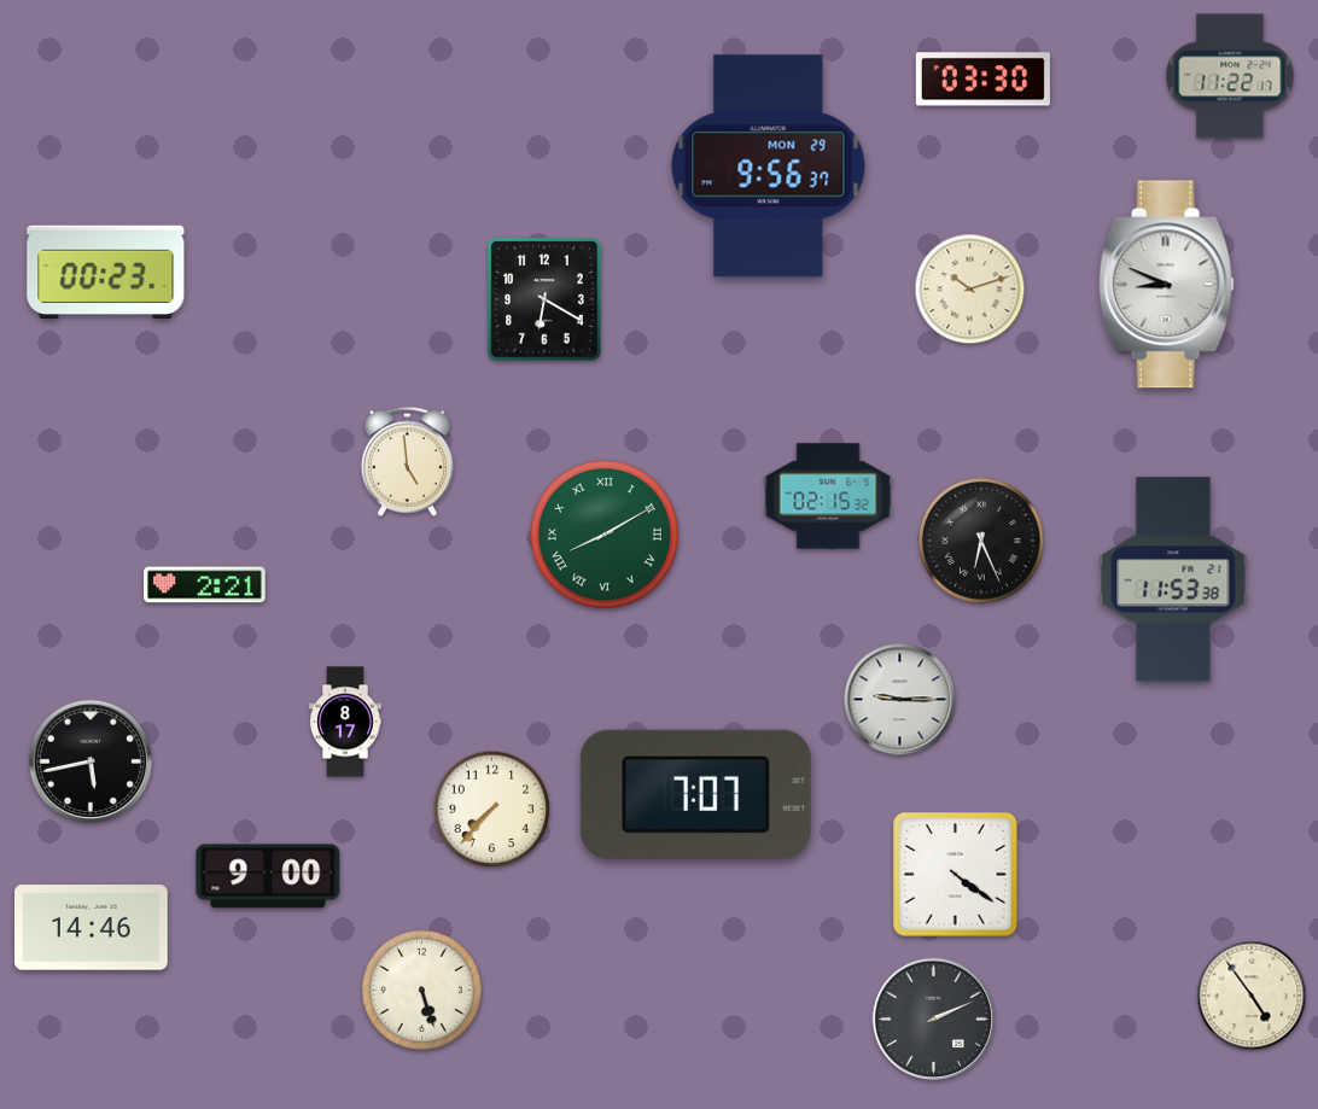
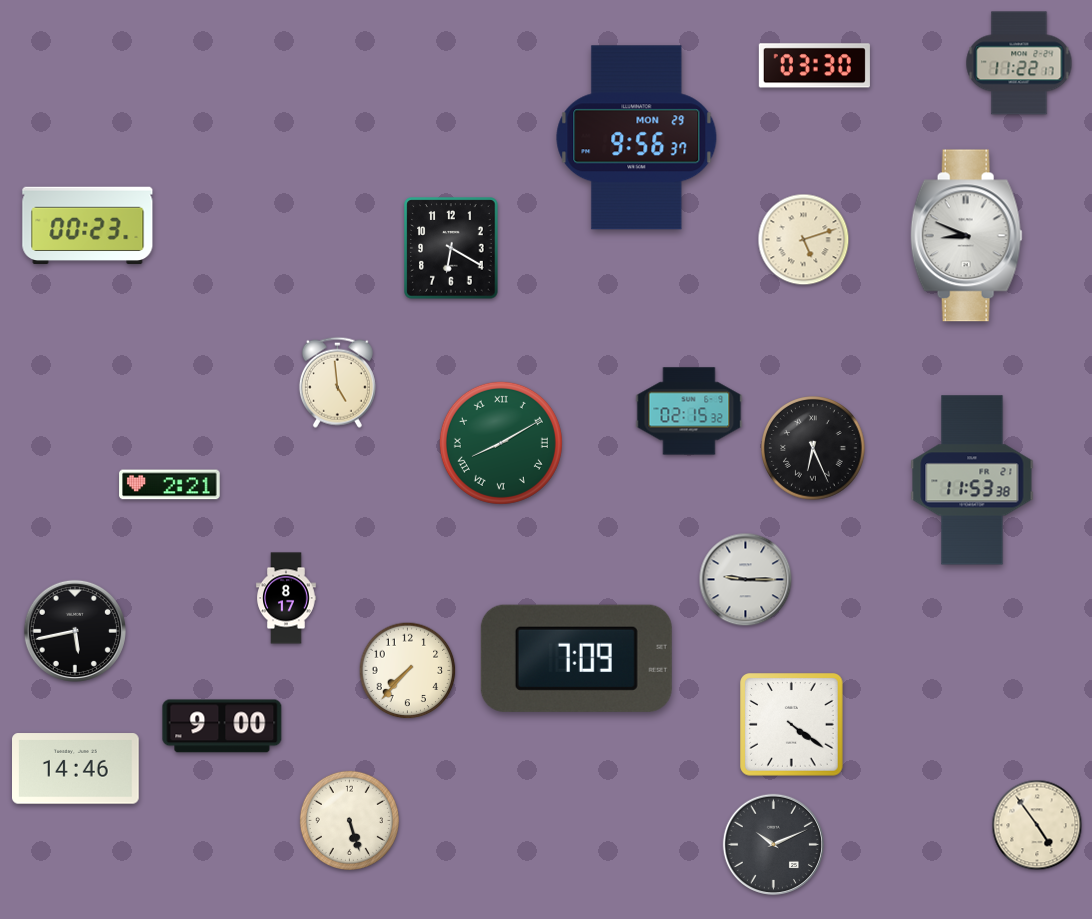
clock at (970, 290): 10:12 -> 5:12
clock at (828, 496) position: (828, 496) -> (689, 411)
clock at (695, 794): 7:07 -> 7:09
clock at (933, 1018): 2:11 -> 10:11
